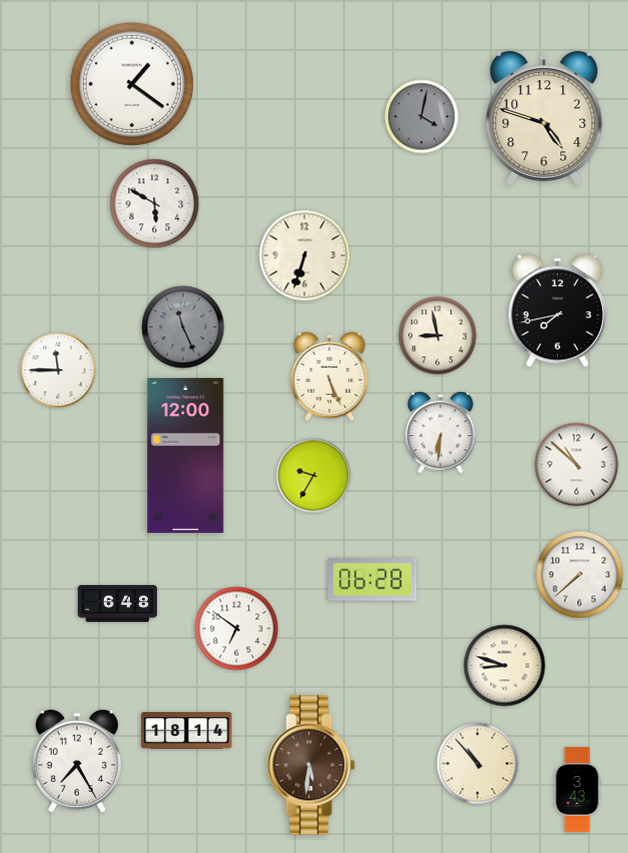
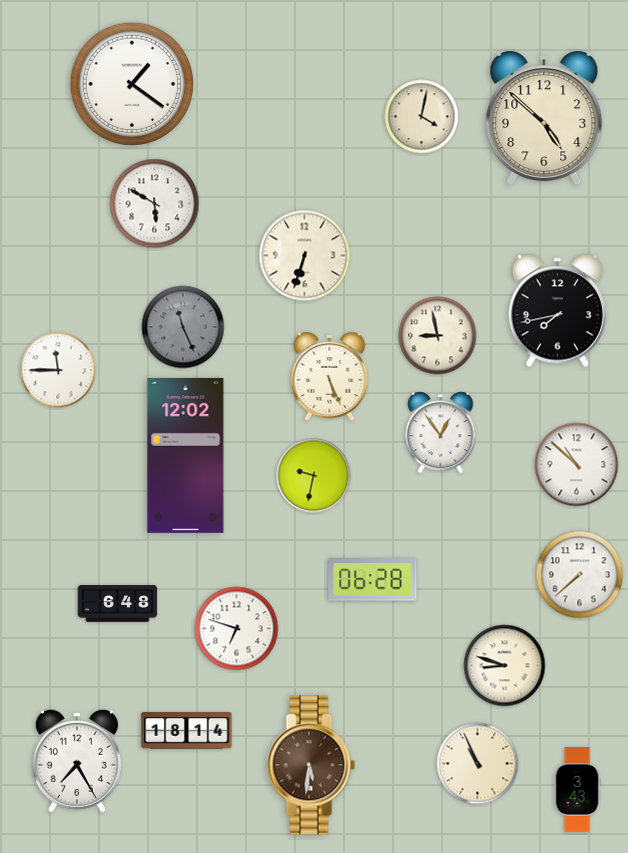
clock at (422, 117) dial: grey -> cream
clock at (544, 118): 4:48 -> 4:52
clock at (441, 433): 6:31 -> 12:54
clock at (186, 455): 12:00 -> 12:02
clock at (314, 476): 9:35 -> 9:32
clock at (237, 629): 6:51 -> 6:48
clock at (478, 764): 10:53 -> 10:56
